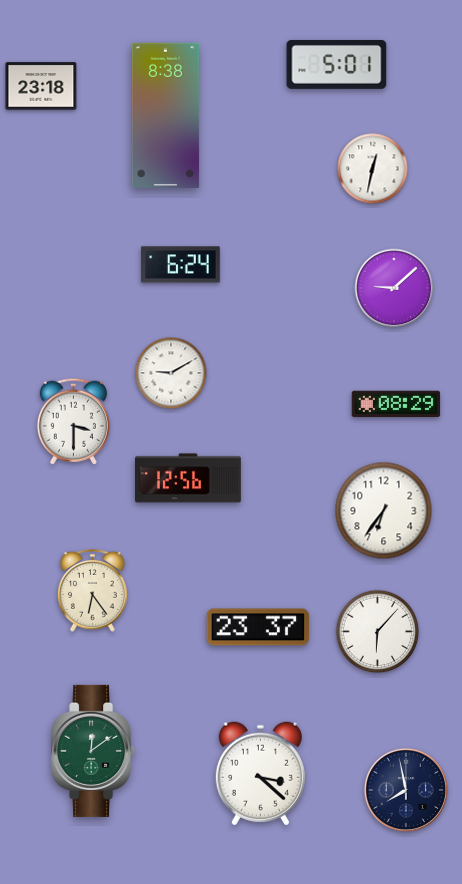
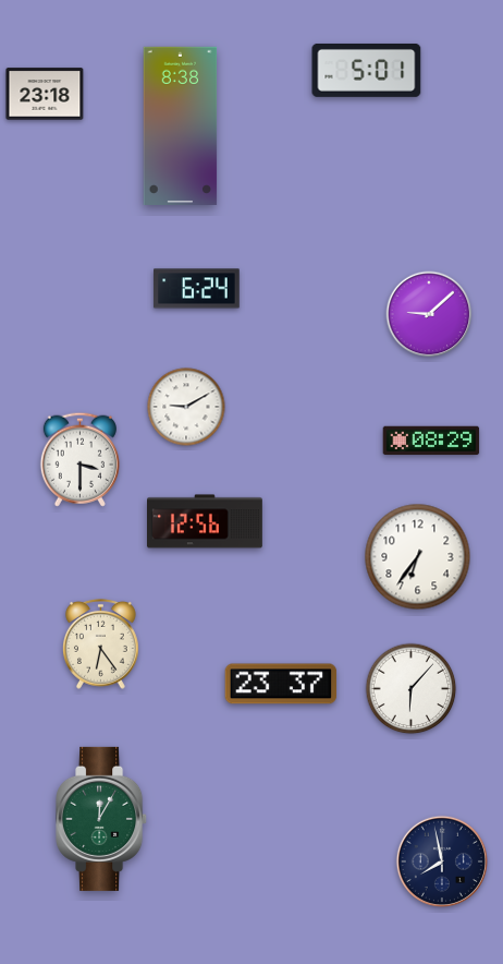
clock at (373, 169): 12:32 -> none
clock at (94, 751): 12:09 -> 12:05
clock at (260, 774): 3:22 -> none
